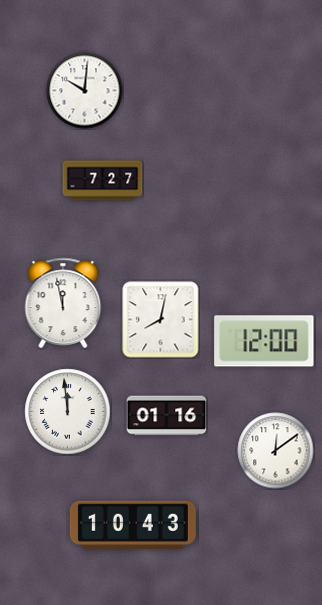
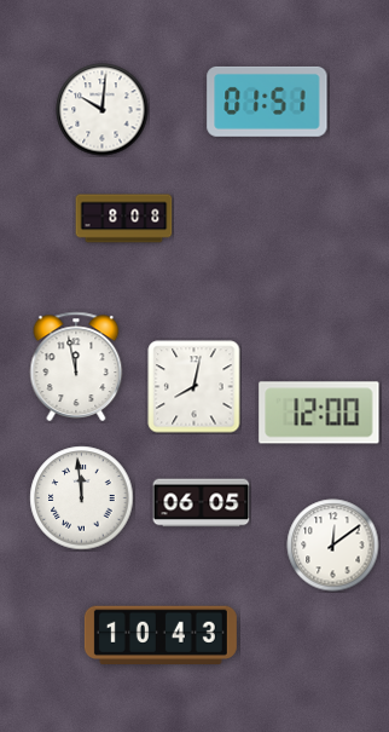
clock at (267, 102): none -> 01:51
clock at (103, 181): 7:27 -> 8:08
clock at (167, 416): 01:16 -> 06:05
